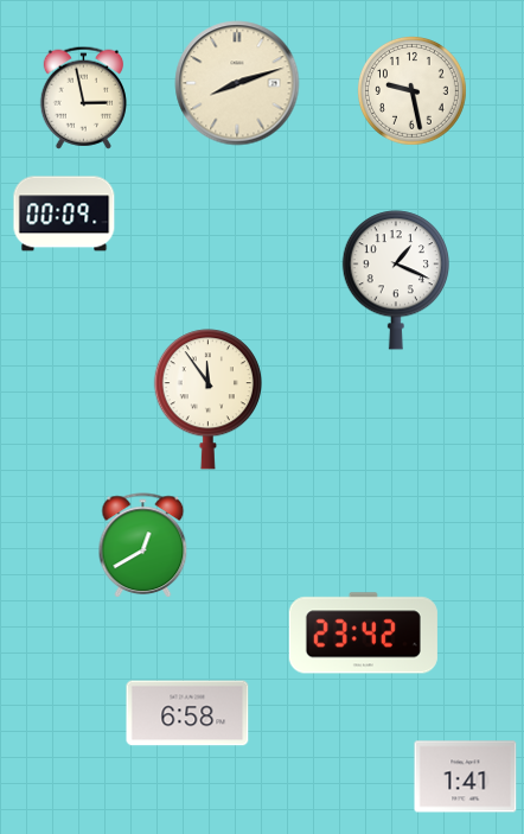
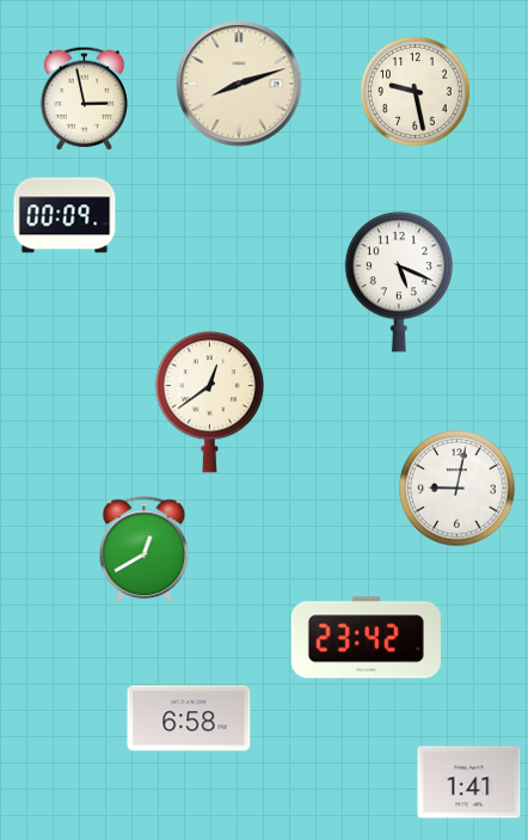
clock at (395, 280): 1:19 -> 5:19
clock at (207, 400): 11:54 -> 12:39
clock at (458, 489): none -> 9:02
